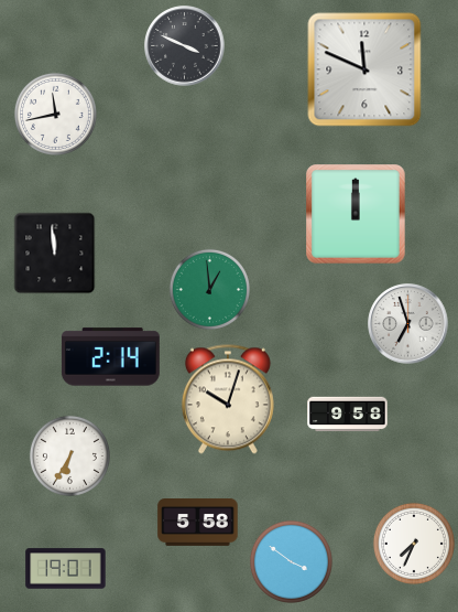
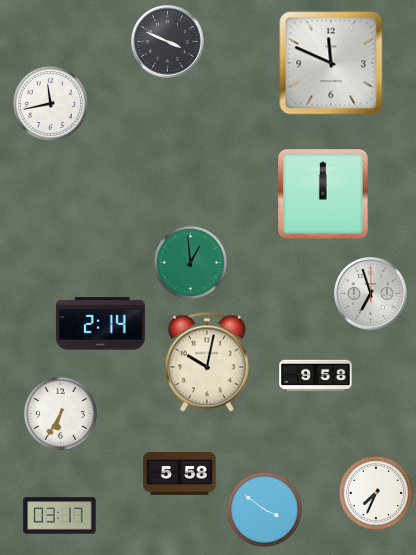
clock at (55, 254): 11:59 -> none
clock at (228, 399): 10:03 -> 10:02
clock at (69, 455) position: (69, 455) -> (60, 413)
clock at (66, 569): 19:01 -> 03:17
